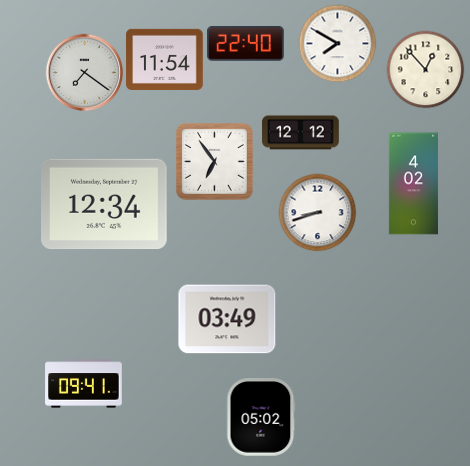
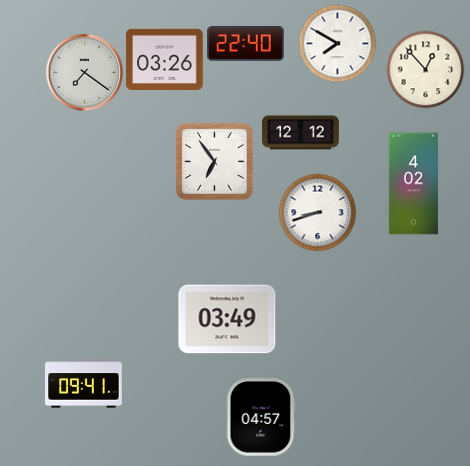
clock at (165, 59): 11:54 -> 03:26
clock at (105, 204): 12:34 -> none
clock at (261, 417): 05:02 -> 04:57
